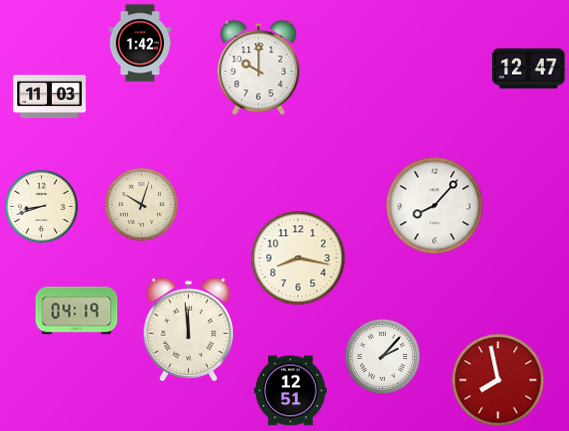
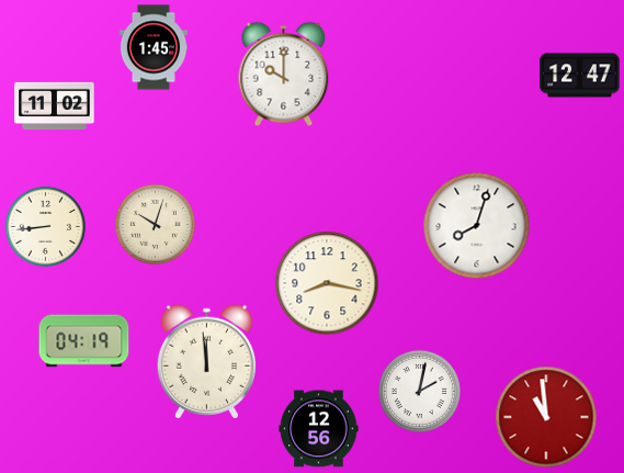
clock at (140, 43): 1:42 -> 1:45
clock at (50, 97): 11:03 -> 11:02
clock at (41, 206): 8:42 -> 8:44
clock at (435, 206): 8:07 -> 8:03
clock at (382, 356): 2:07 -> 2:02
clock at (498, 380): 7:58 -> 10:59
clock at (291, 391): 12:51 -> 12:56
